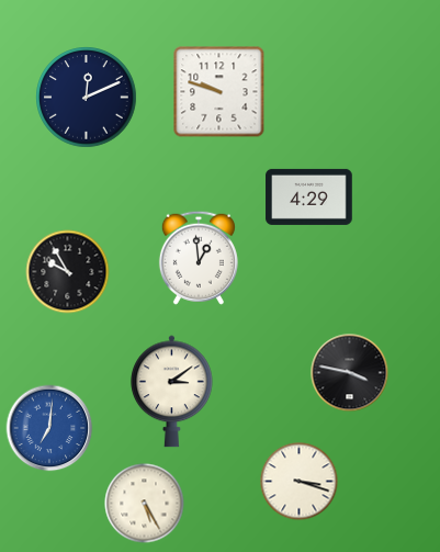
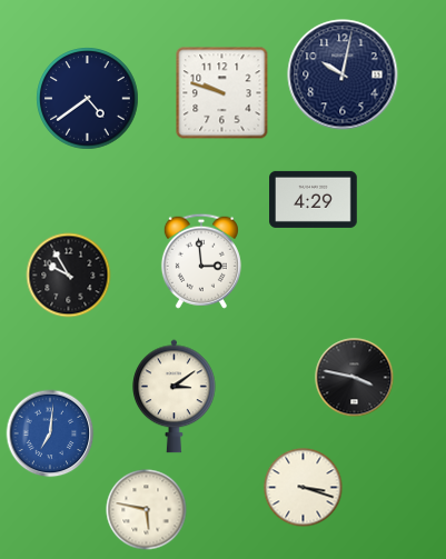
clock at (343, 74): none -> 10:02
clock at (87, 98): 12:11 -> 4:39
clock at (199, 258): 12:59 -> 2:59
clock at (145, 504): 5:25 -> 5:47
